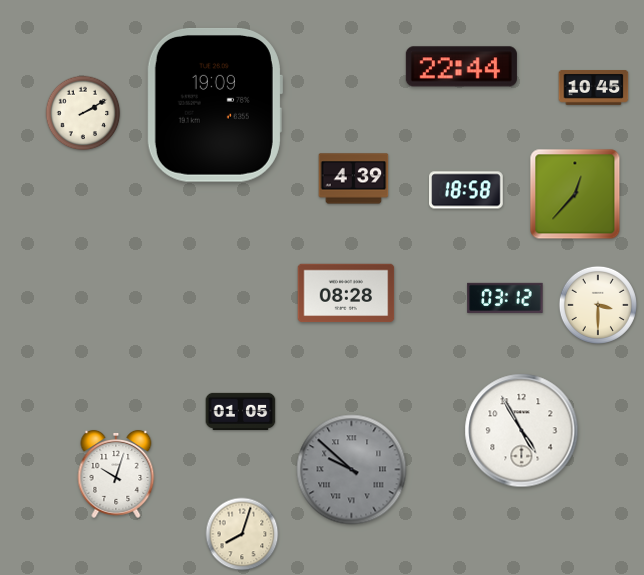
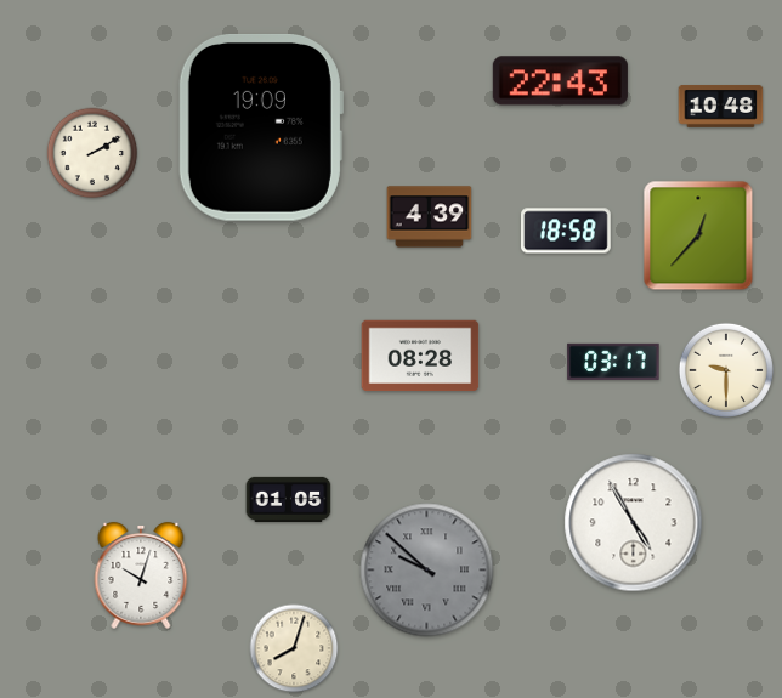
clock at (461, 67): 22:44 -> 22:43
clock at (594, 88): 10:45 -> 10:48
clock at (83, 113) position: (83, 113) -> (92, 153)
clock at (505, 298): 03:12 -> 03:17
clock at (598, 305): 3:30 -> 9:30
clock at (241, 411) position: (241, 411) -> (289, 499)
